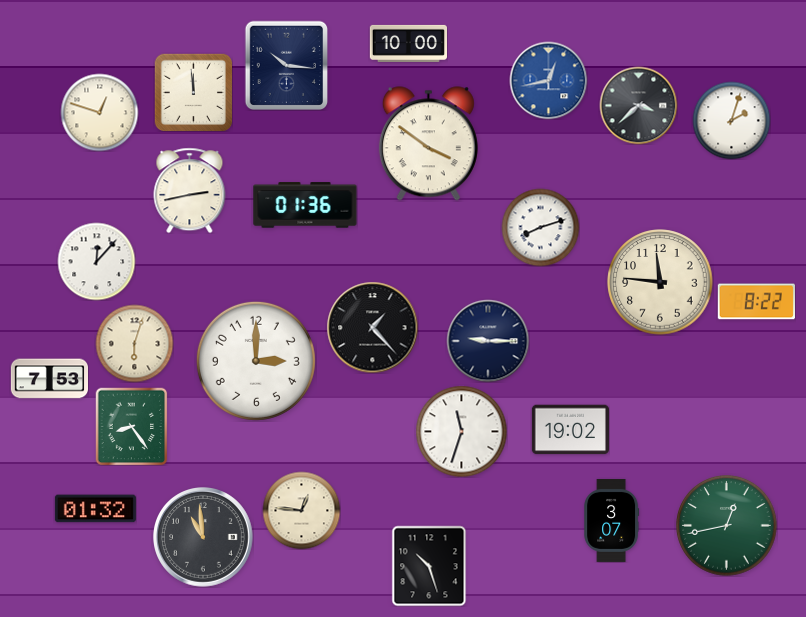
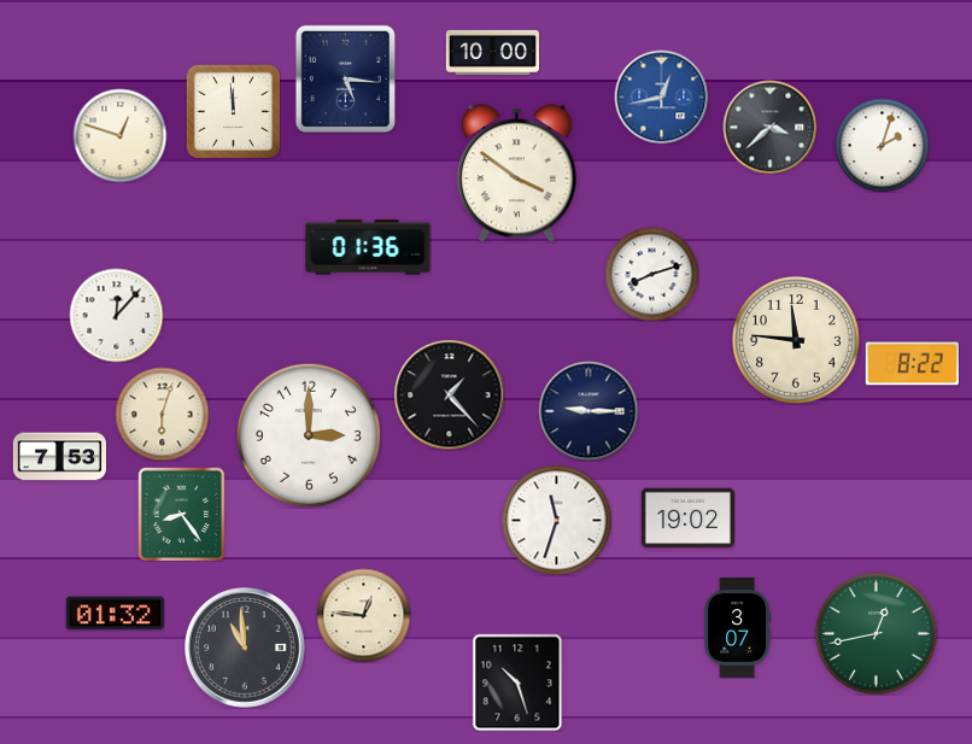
clock at (287, 65): 10:16 -> 5:16
clock at (190, 190): 2:43 -> none
clock at (132, 426) position: (132, 426) -> (182, 514)
